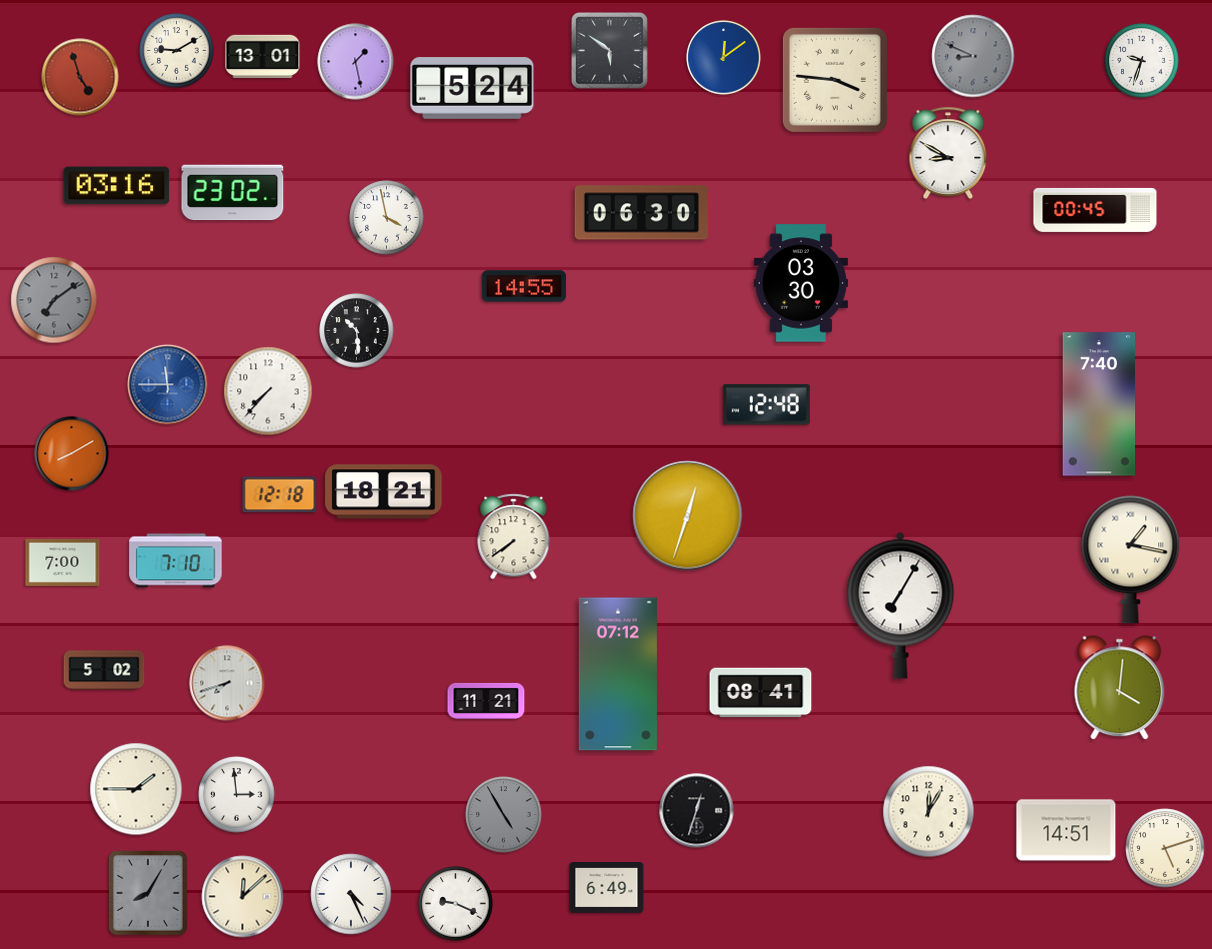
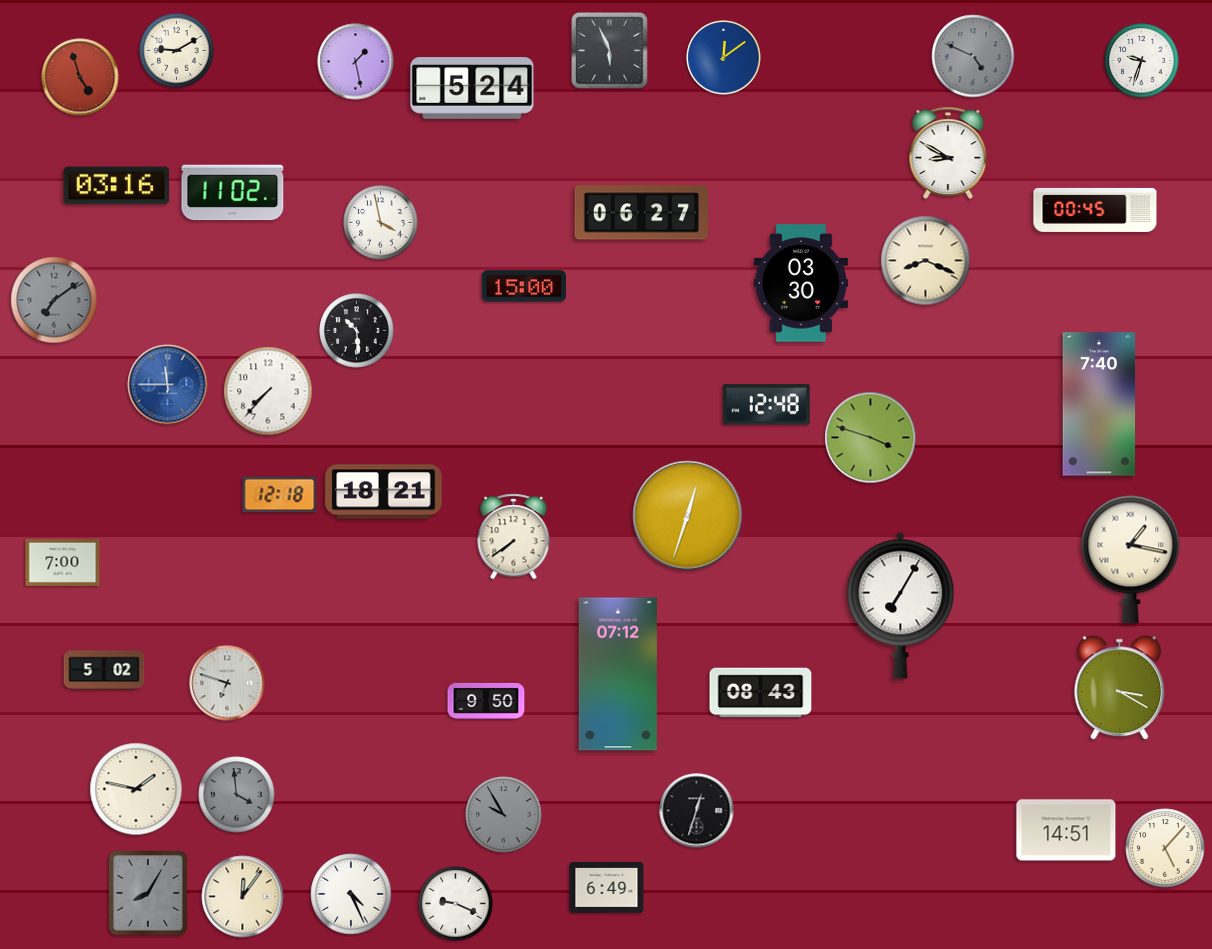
clock at (610, 51): 5:51 -> 5:56
clock at (263, 56): 13:01 -> none
clock at (973, 56): 8:49 -> 4:49
clock at (835, 80): 3:46 -> none
clock at (233, 193): 23:02 -> 11:02
clock at (641, 213): 06:30 -> 06:27
clock at (387, 218) position: (387, 218) -> (381, 223)
clock at (926, 261): none -> 8:19
clock at (523, 286): 14:55 -> 15:00
clock at (871, 438): none -> 3:48
clock at (72, 454): 8:10 -> none
clock at (176, 561): 7:10 -> none
clock at (227, 683): 7:42 -> 6:48
clock at (1120, 688): 4:01 -> 3:20
clock at (761, 693): 08:41 -> 08:43
clock at (486, 701): 11:21 -> 9:50
clock at (136, 789): 1:45 -> 1:47
clock at (237, 795): 2:59 -> 3:59
clock at (237, 795) dial: white -> grey
clock at (929, 812): 12:05 -> none
clock at (504, 815): 4:55 -> 9:55
clock at (1165, 848): 5:12 -> 5:07
clock at (243, 897): 12:08 -> 12:06
